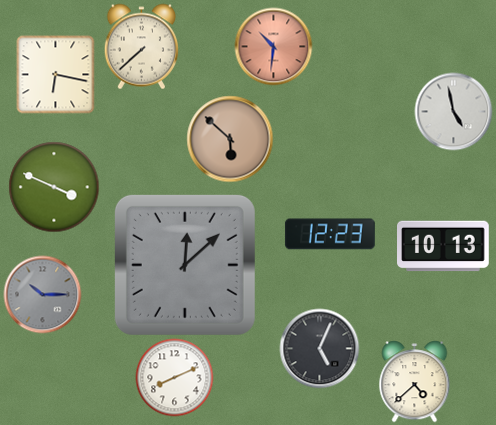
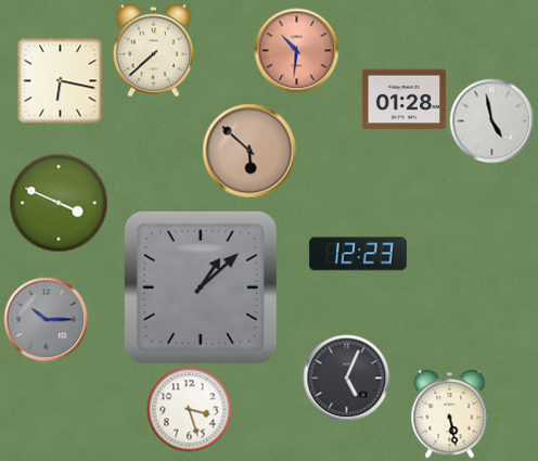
clock at (403, 100): none -> 01:28
clock at (444, 246): 10:13 -> none
clock at (185, 265): 12:08 -> 1:08
clock at (174, 377): 8:11 -> 3:27
clock at (415, 381): 4:38 -> 5:28
